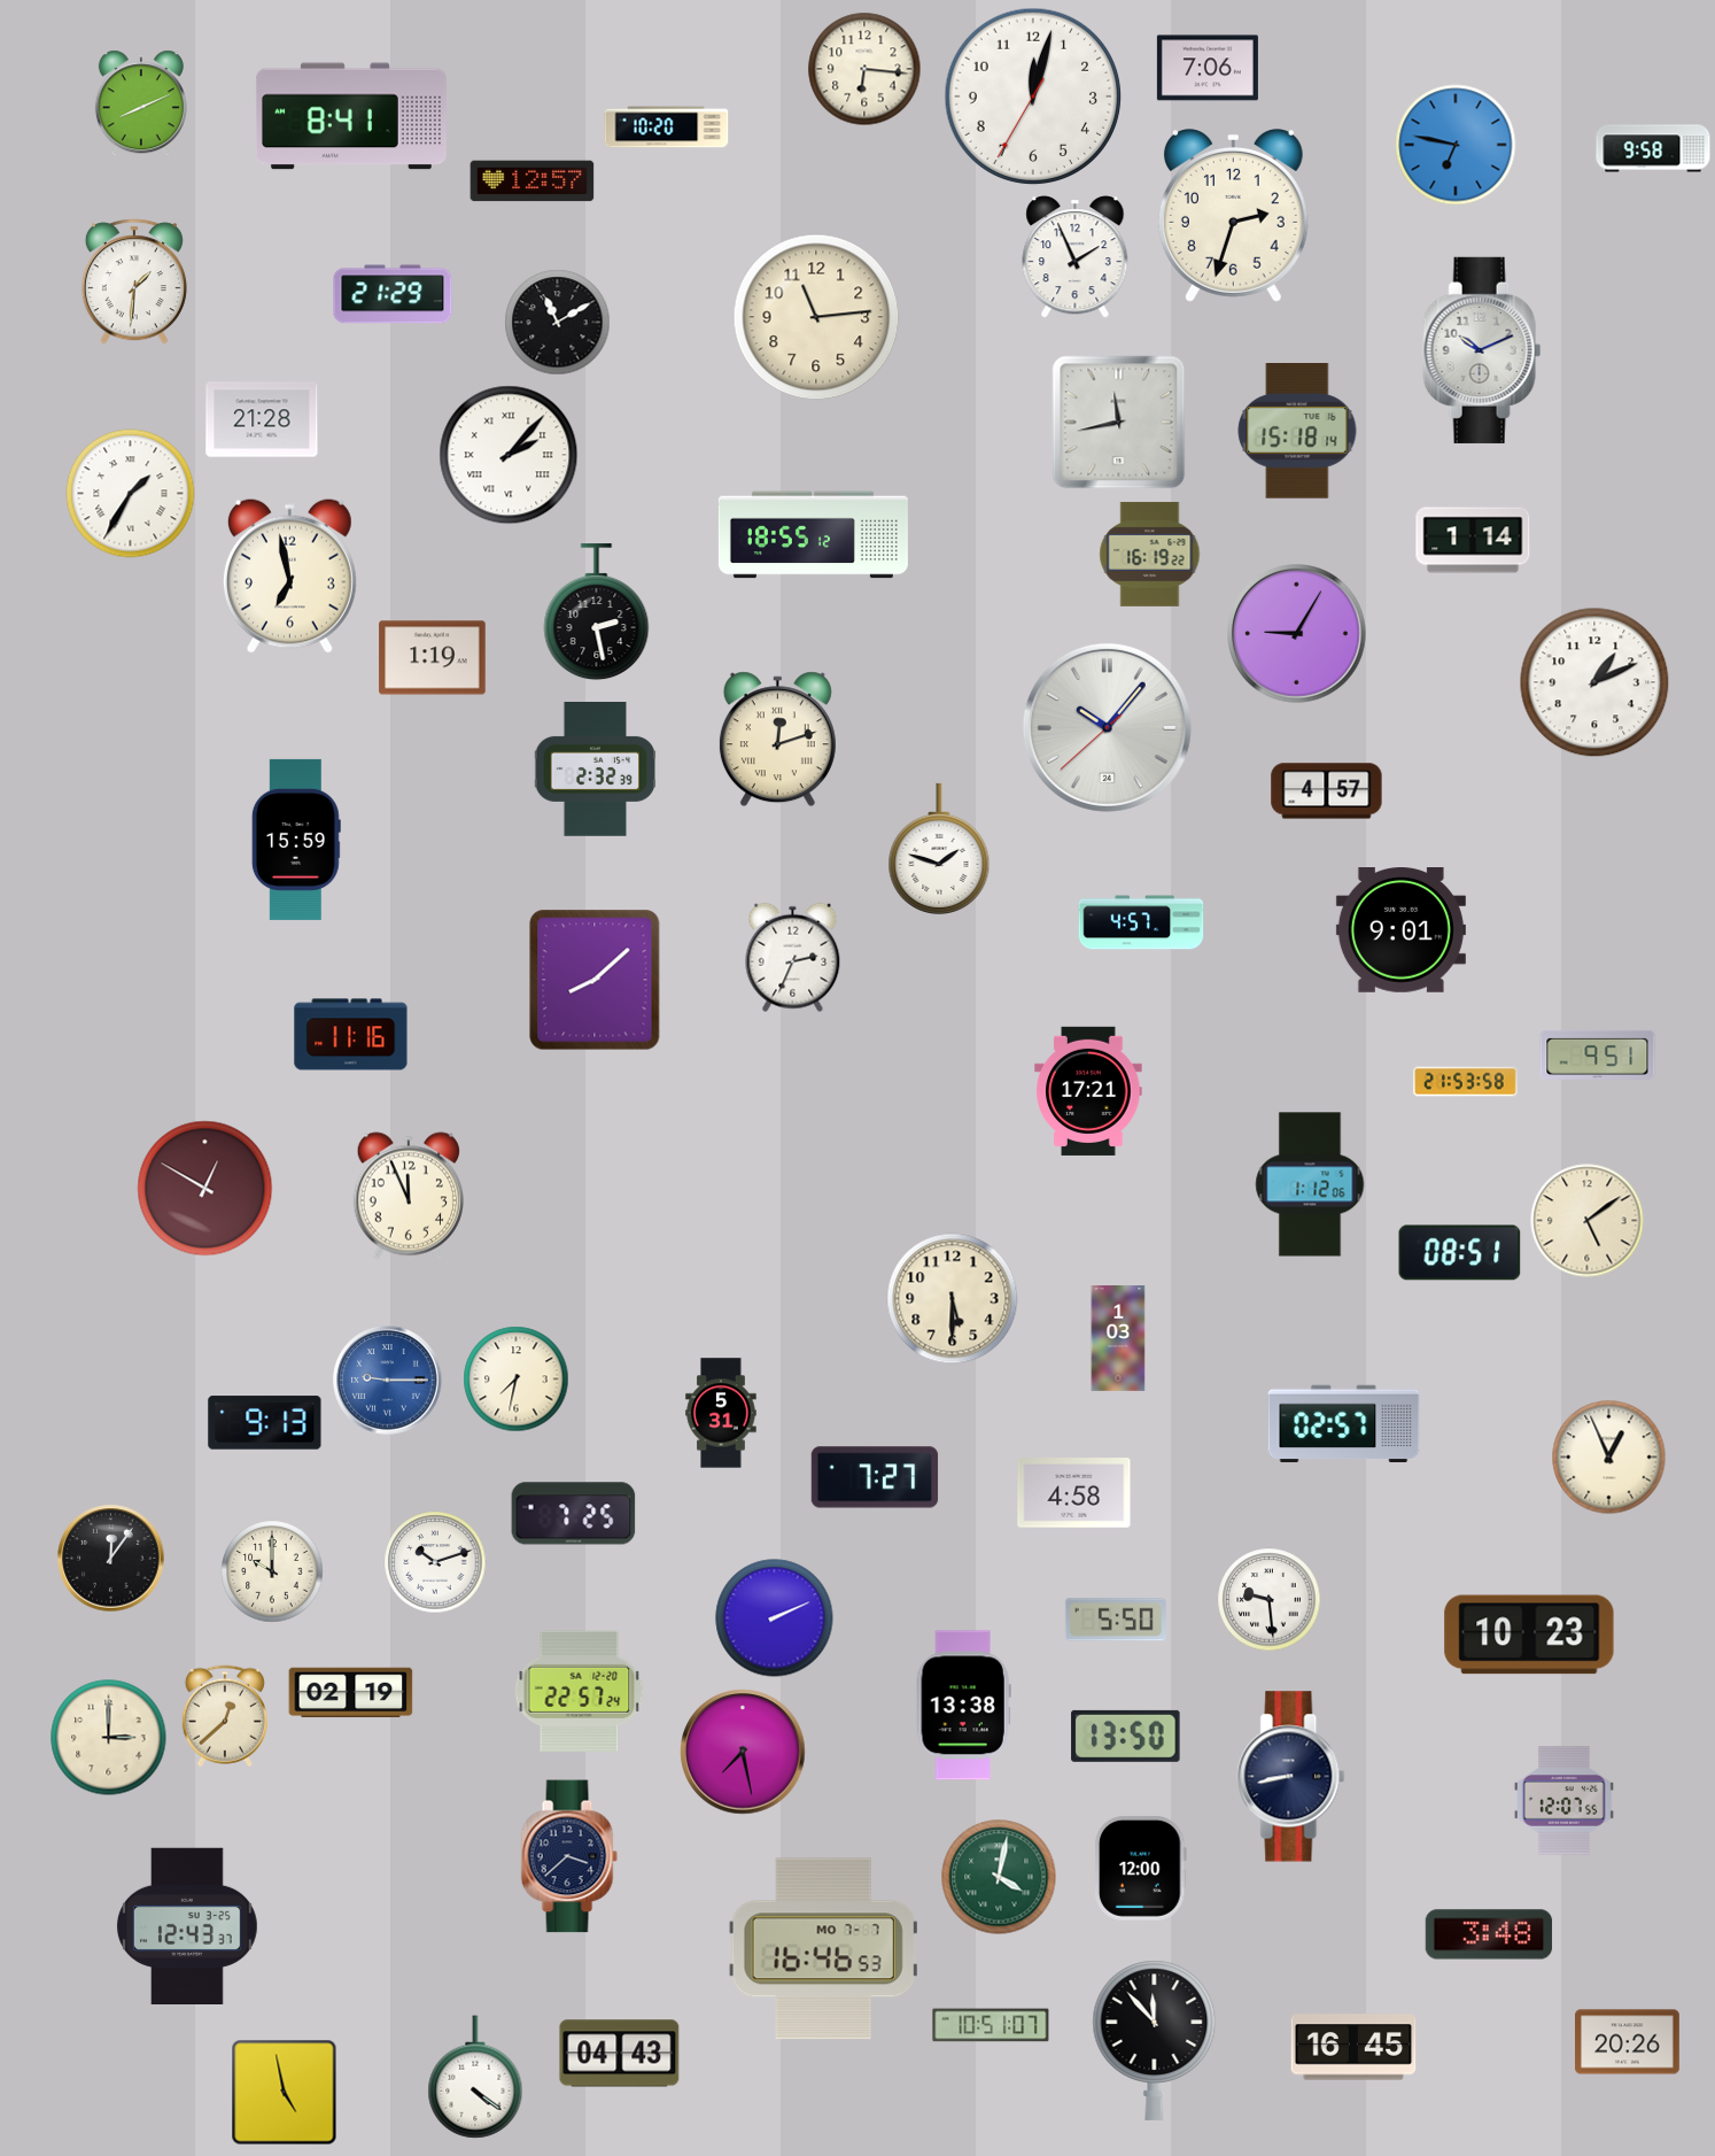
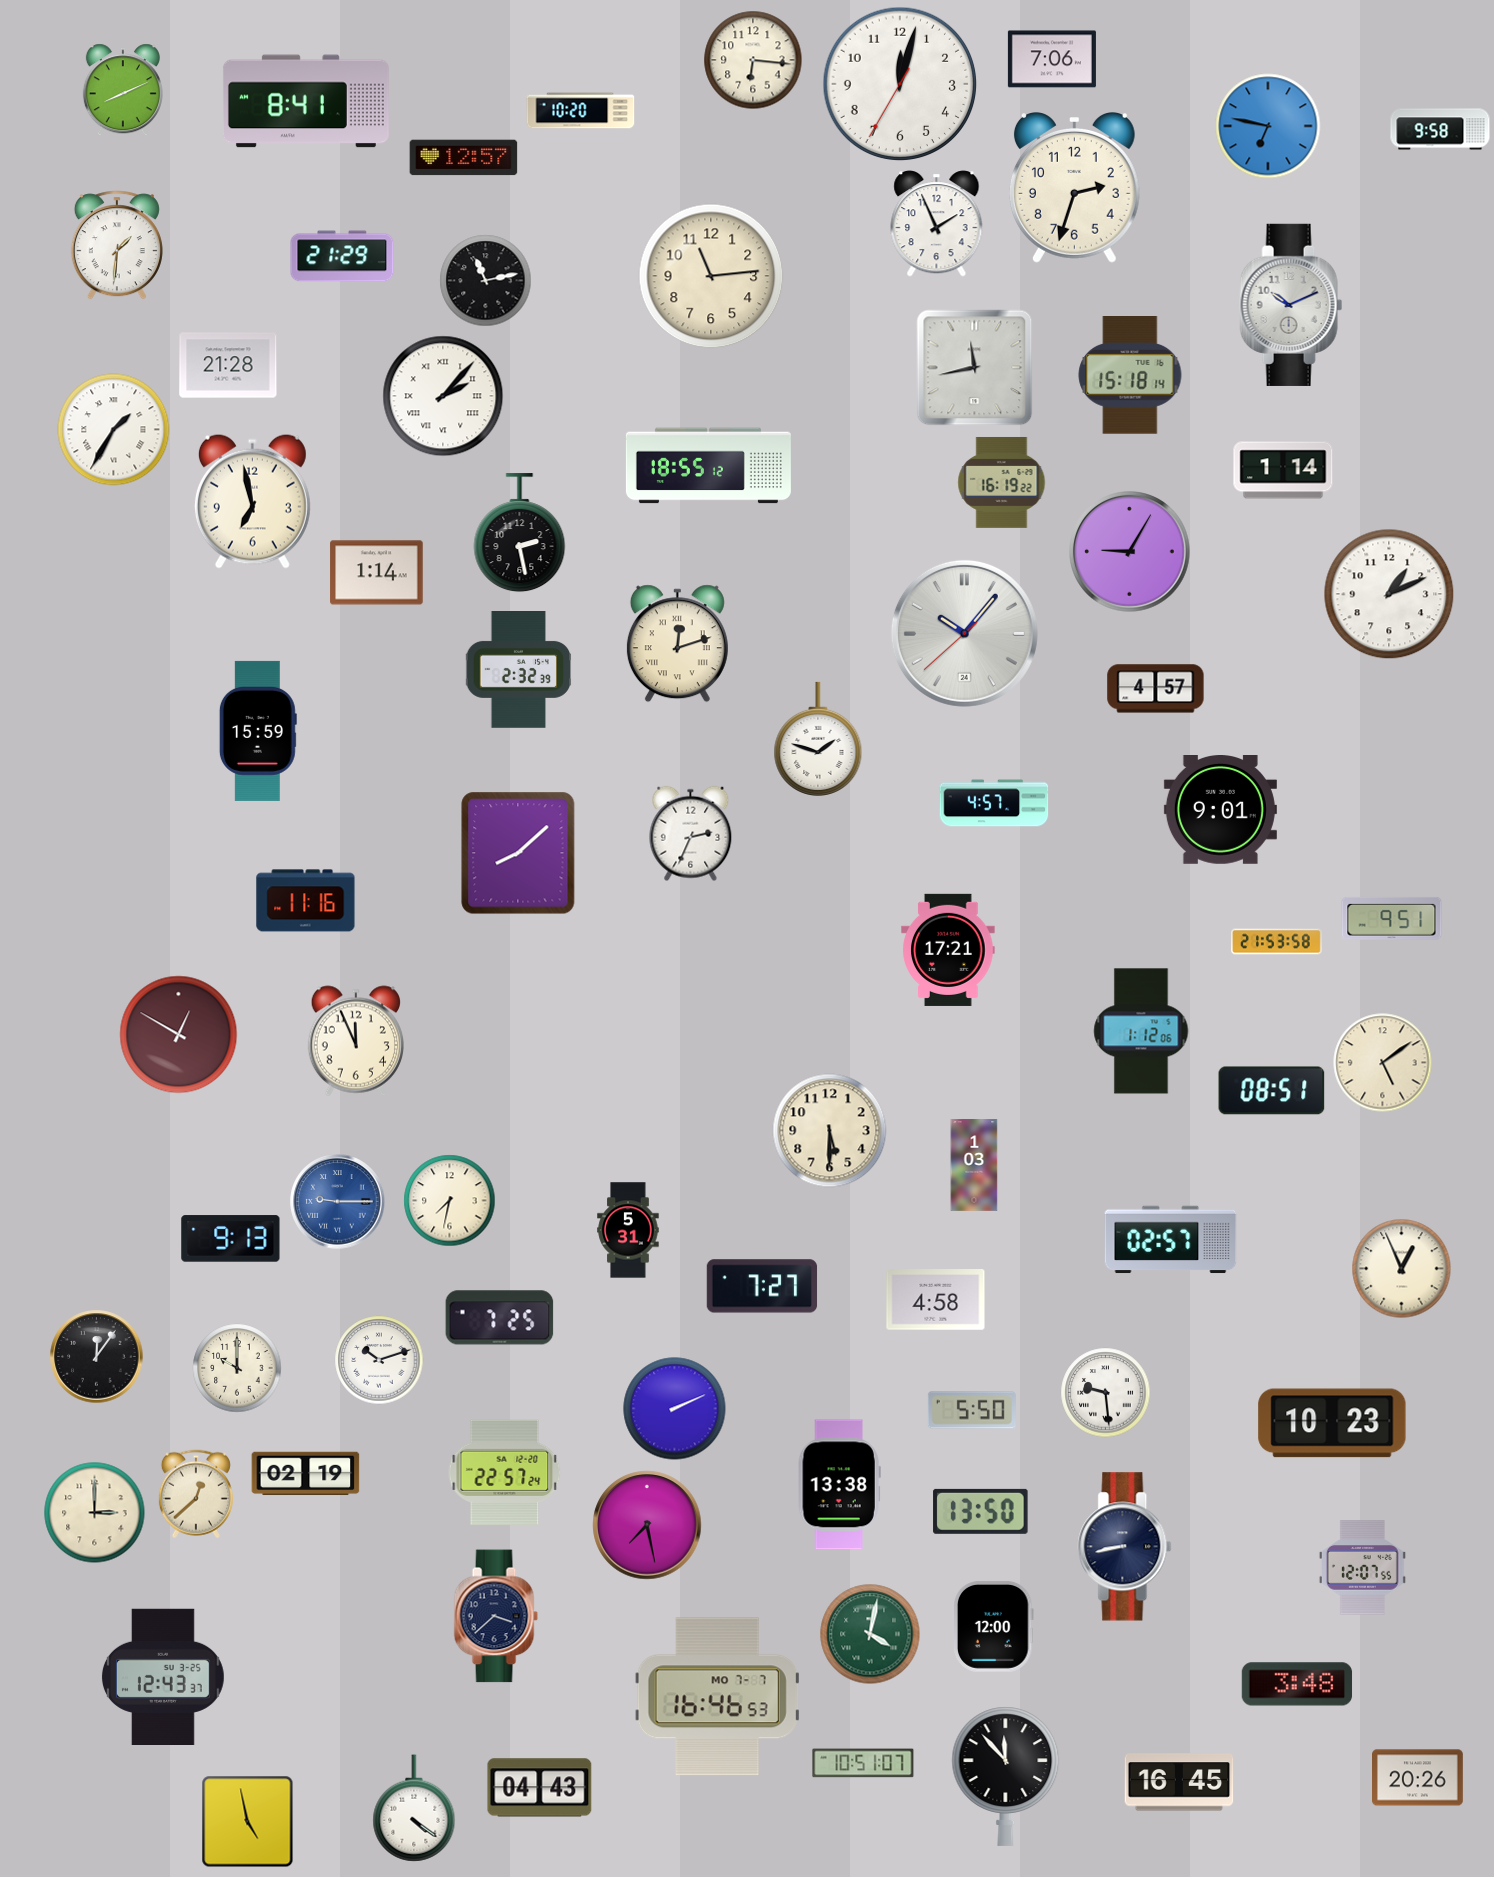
clock at (558, 323): 11:10 -> 11:13
clock at (433, 658): 1:19 -> 1:14
